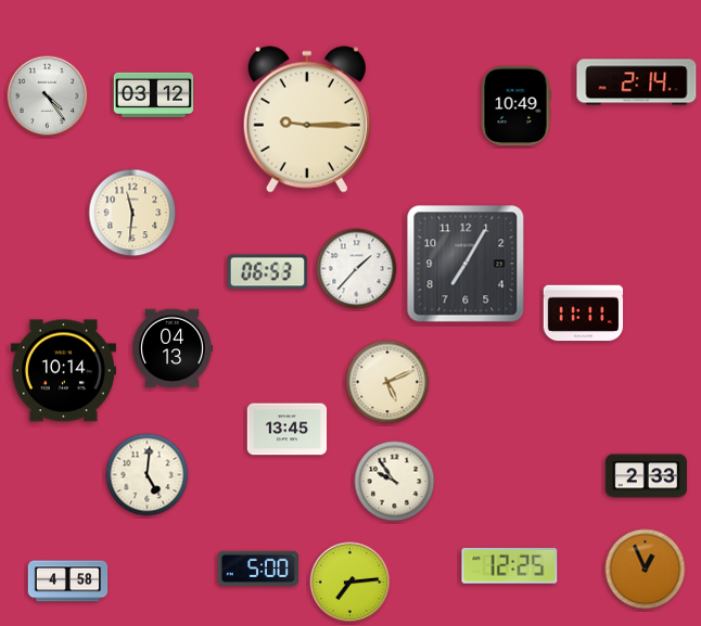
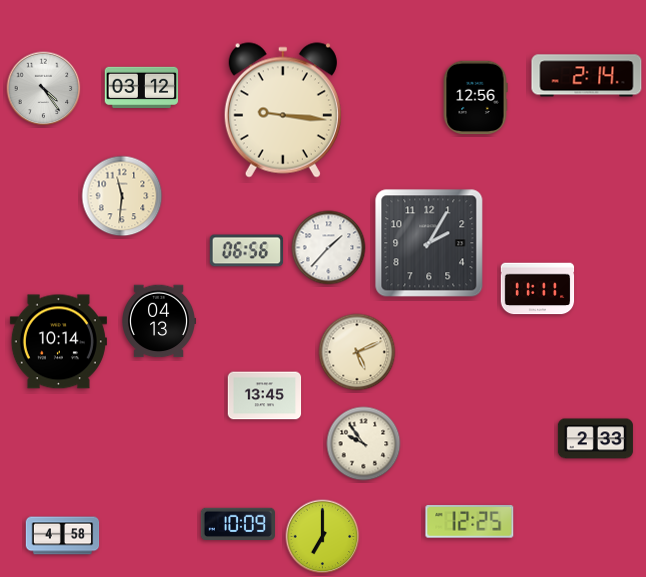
clock at (515, 106): 10:49 -> 12:56
clock at (307, 119): 9:15 -> 9:16
clock at (466, 264): 7:05 -> 2:05
clock at (268, 272): 06:53 -> 06:56
clock at (148, 475): 5:01 -> none
clock at (257, 568): 5:00 -> 10:09
clock at (646, 570): 12:56 -> none
clock at (351, 583): 7:14 -> 7:00
